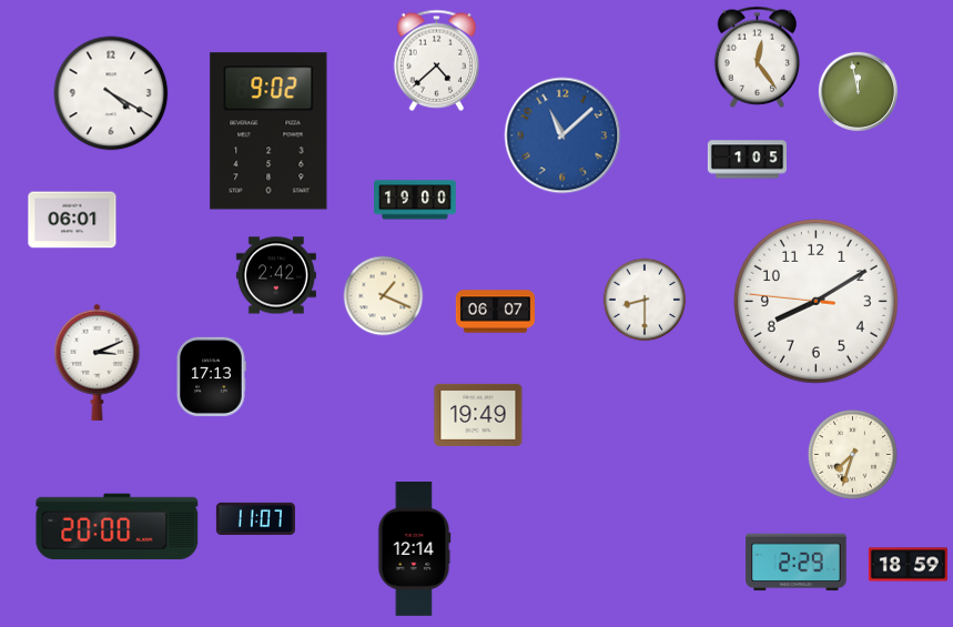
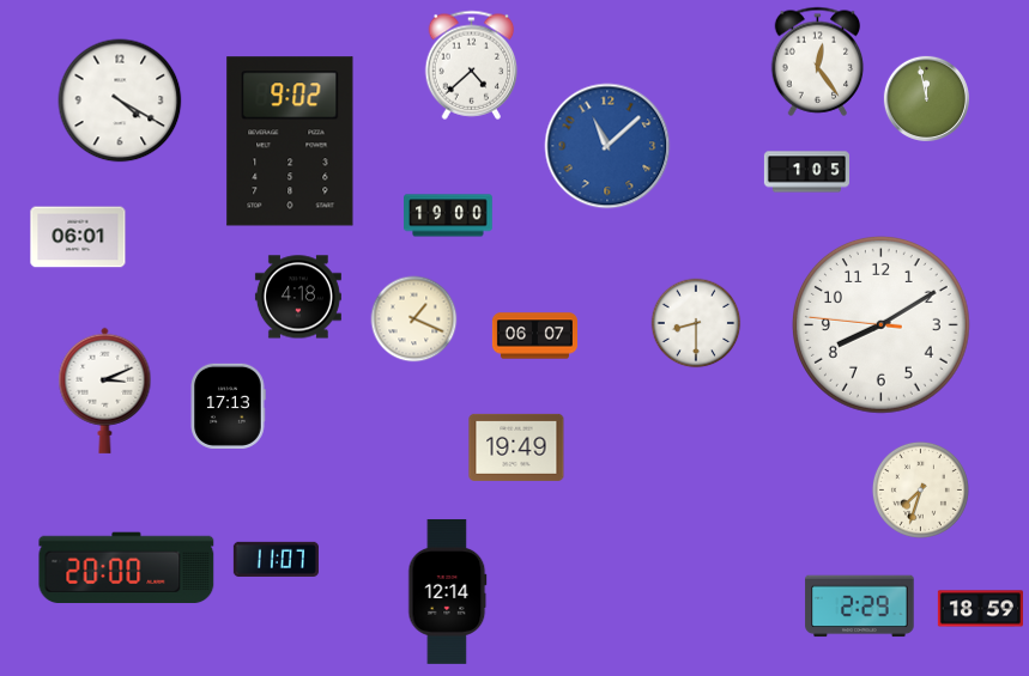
clock at (276, 275): 2:42 -> 4:18
